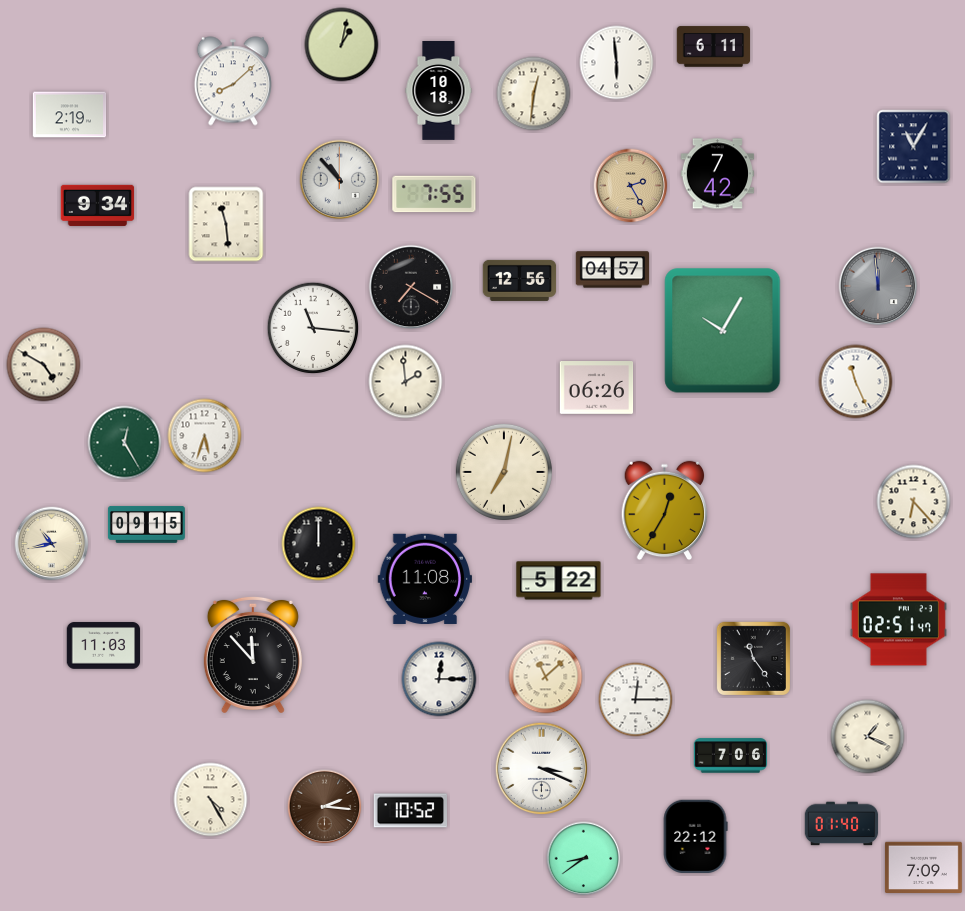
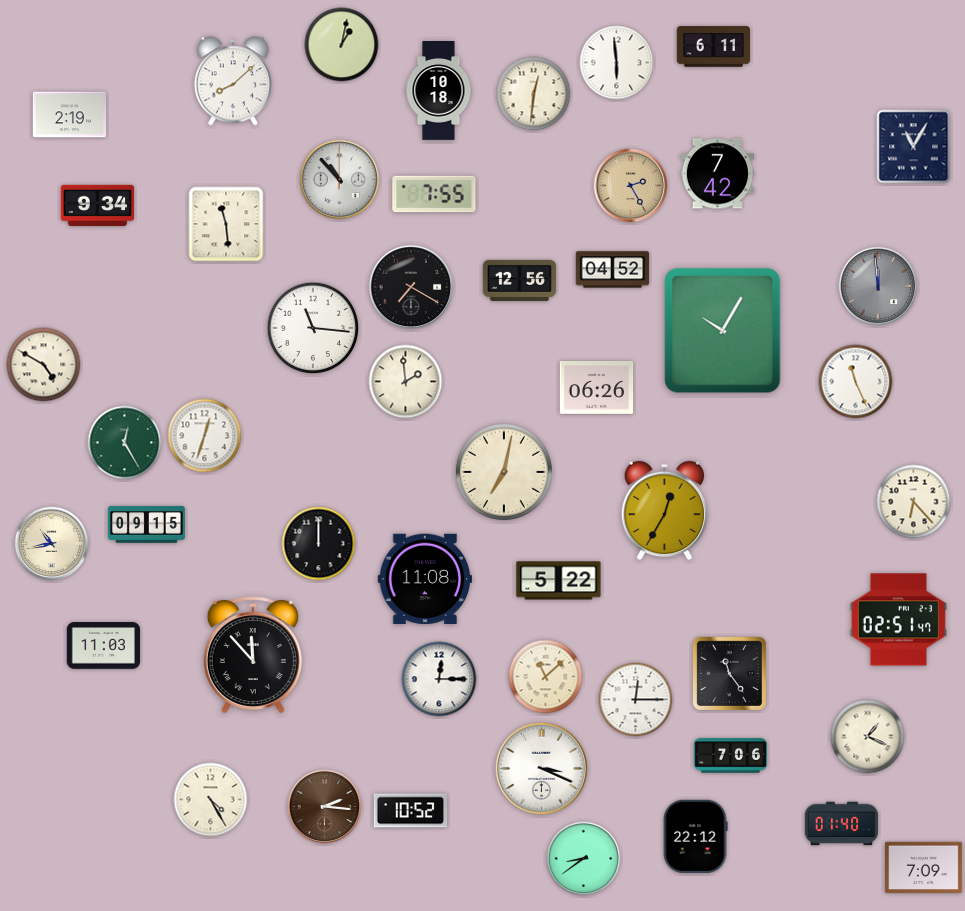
clock at (613, 270): 04:57 -> 04:52
clock at (205, 436): 5:33 -> 12:33
clock at (753, 658) position: (753, 658) -> (729, 673)
